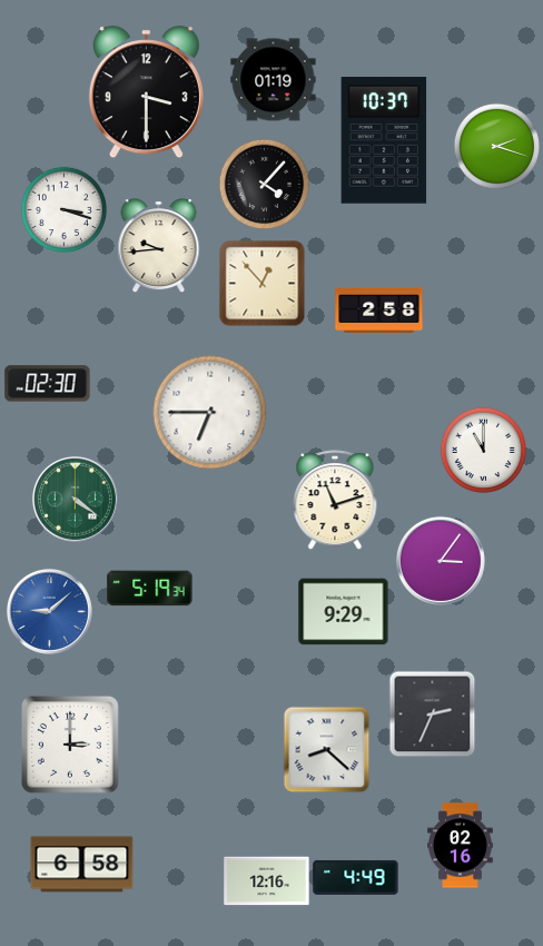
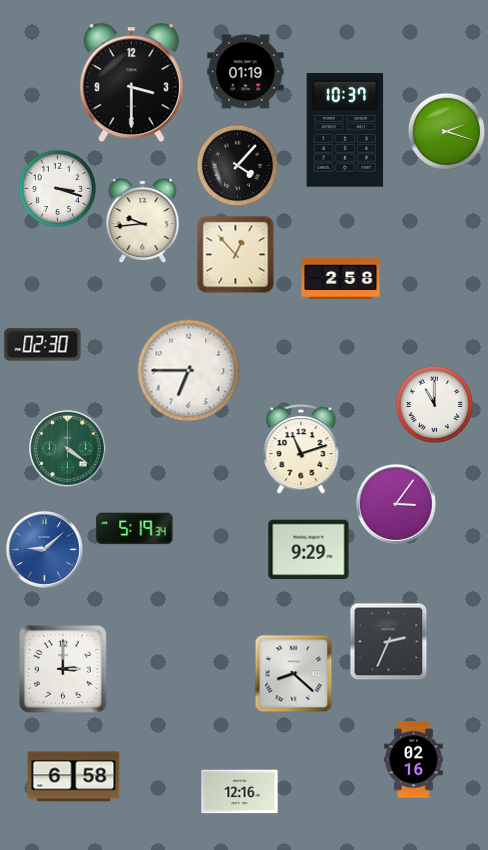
clock at (384, 140) position: (384, 140) -> (345, 130)
clock at (356, 877): 4:49 -> none
